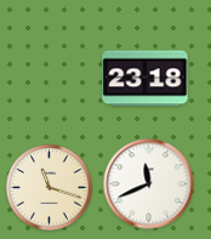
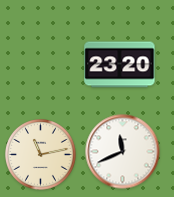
clock at (146, 79): 23:18 -> 23:20
clock at (50, 188): 11:18 -> 11:13
